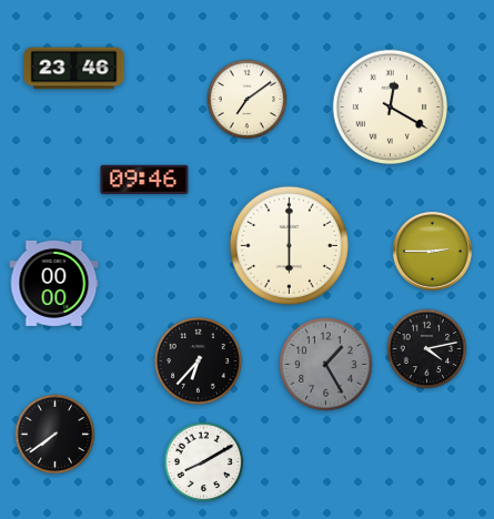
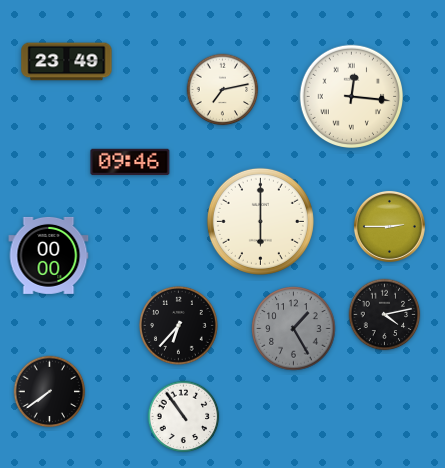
clock at (74, 69): 23:46 -> 23:49
clock at (248, 100): 7:09 -> 7:13
clock at (390, 106): 12:20 -> 12:16
clock at (204, 462): 8:10 -> 10:54
